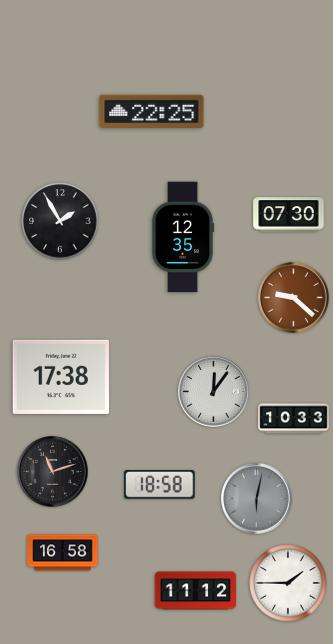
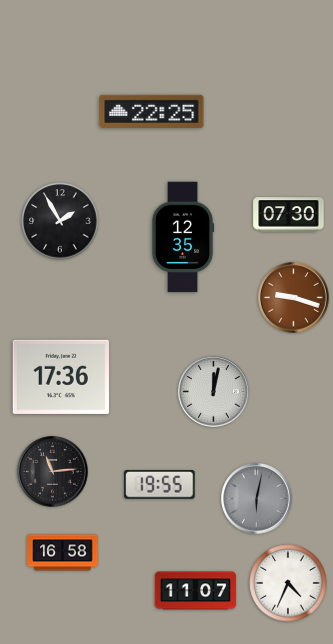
clock at (294, 298): 9:22 -> 9:18
clock at (60, 377): 17:38 -> 17:36
clock at (214, 392): 12:06 -> 12:02
clock at (294, 419): 10:33 -> none
clock at (53, 472): 11:12 -> 11:14
clock at (160, 485): 18:58 -> 19:55
clock at (288, 583): 1:45 -> 4:34
clock at (196, 591): 11:12 -> 11:07
